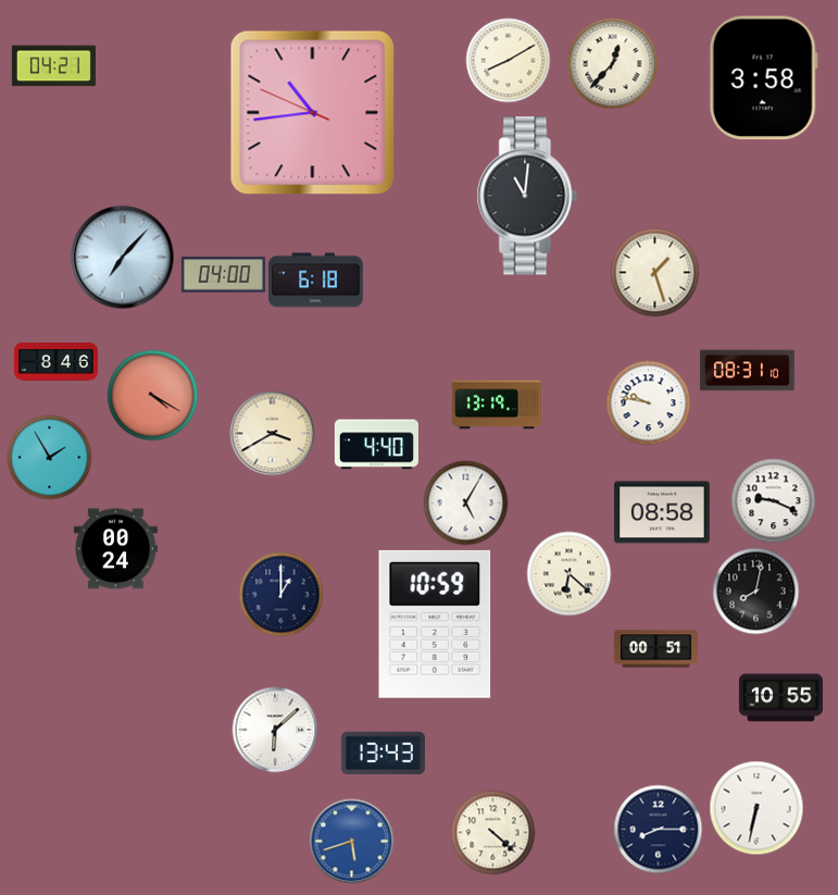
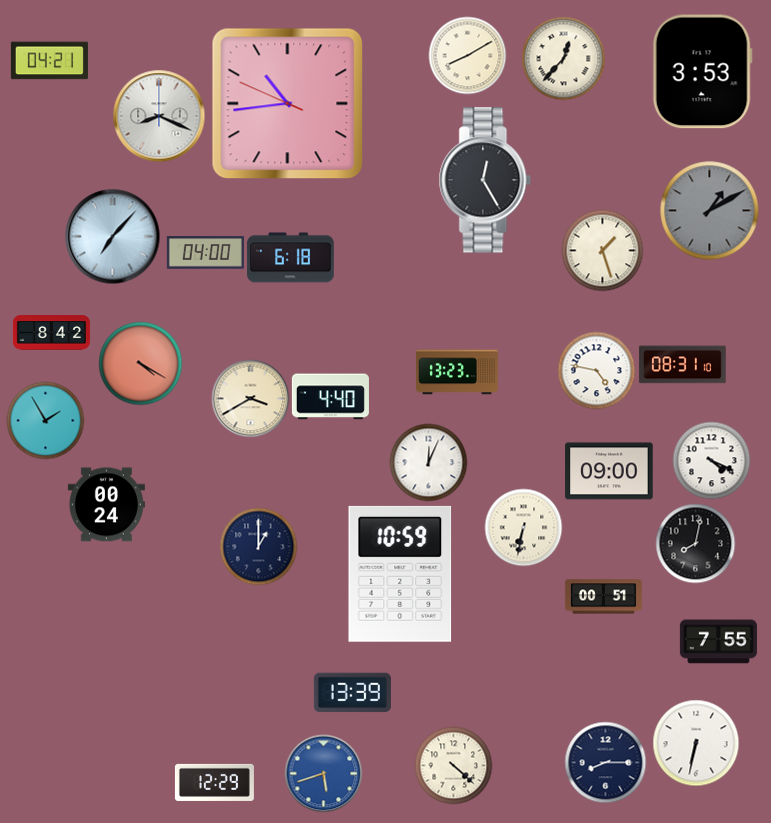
clock at (763, 78): 3:58 -> 3:53
clock at (159, 116): none -> 8:19
clock at (527, 196): 11:01 -> 12:25
clock at (710, 211): none -> 1:10
clock at (55, 362): 8:46 -> 8:42
clock at (748, 371) position: (748, 371) -> (683, 365)
clock at (648, 402): 9:47 -> 4:47
clock at (498, 405): 13:19 -> 13:23
clock at (376, 445) position: (376, 445) -> (330, 397)
clock at (773, 500): 9:19 -> 4:19
clock at (465, 502): 5:05 -> 12:04
clock at (662, 512): 08:58 -> 09:00
clock at (568, 573): 6:22 -> 6:32
clock at (780, 698): 10:55 -> 7:55
clock at (275, 730): 6:08 -> none
clock at (383, 754): 13:43 -> 13:39
clock at (214, 782): none -> 12:29
